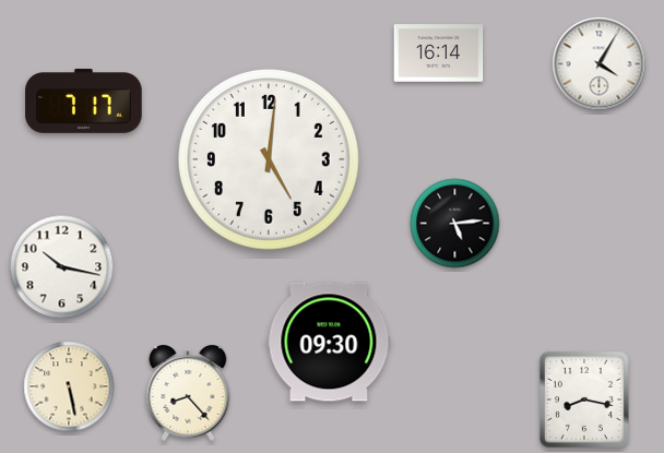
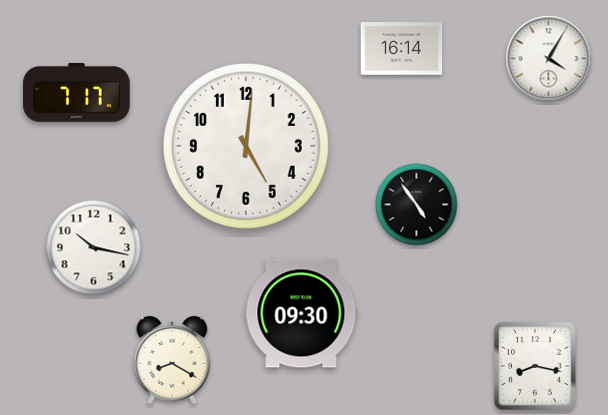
clock at (455, 224): 5:14 -> 4:54
clock at (62, 267) position: (62, 267) -> (94, 248)
clock at (69, 386): 5:28 -> none
clock at (188, 393): 8:23 -> 8:20
